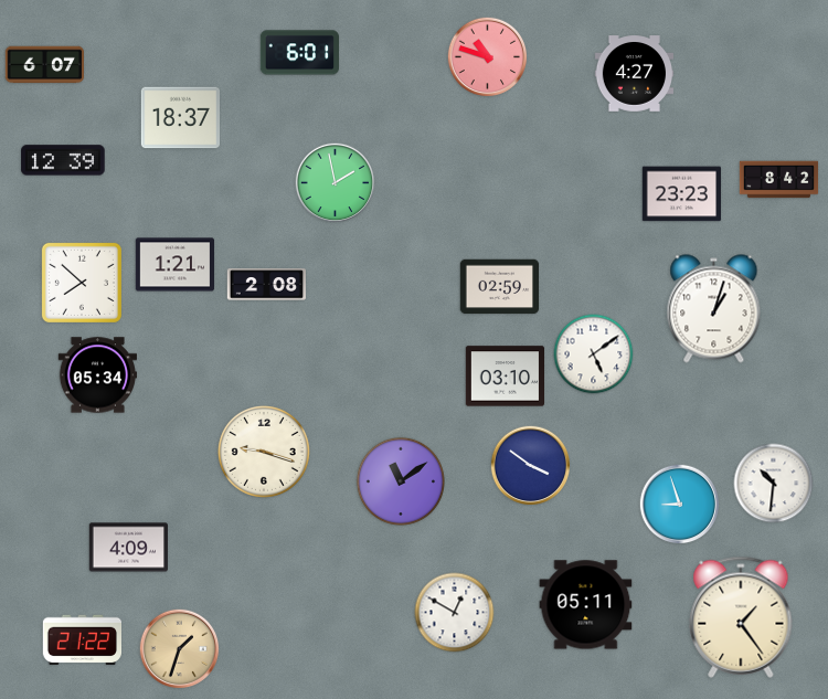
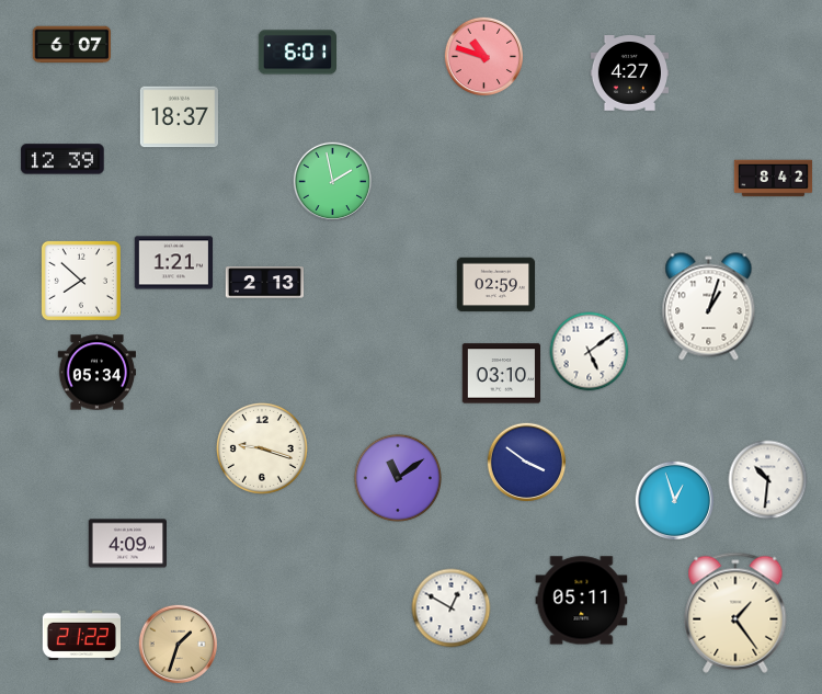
clock at (44, 65) position: (44, 65) -> (71, 45)
clock at (681, 194): 23:23 -> none
clock at (266, 285): 2:08 -> 2:13
clock at (680, 505): 8:57 -> 12:57
